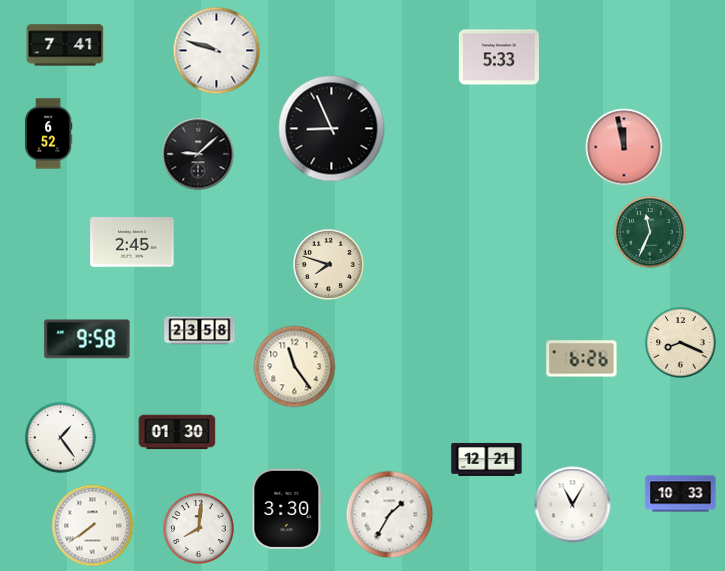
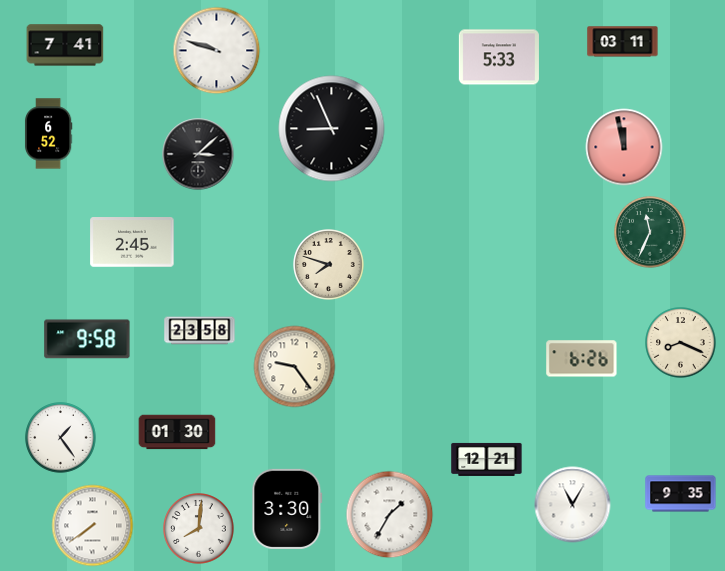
clock at (623, 42): none -> 03:11
clock at (198, 154): 9:08 -> 3:08
clock at (295, 367): 11:24 -> 9:24
clock at (681, 494): 10:33 -> 9:35
